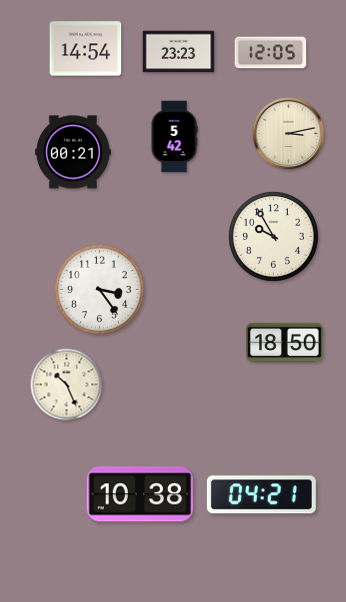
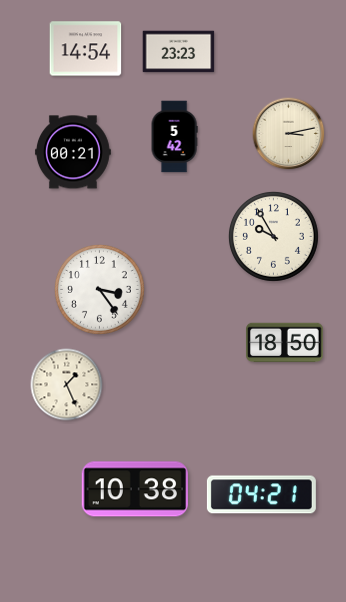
clock at (271, 53): 12:05 -> none
clock at (67, 385): 10:26 -> 1:26
clock at (139, 494) position: (139, 494) -> (134, 489)
